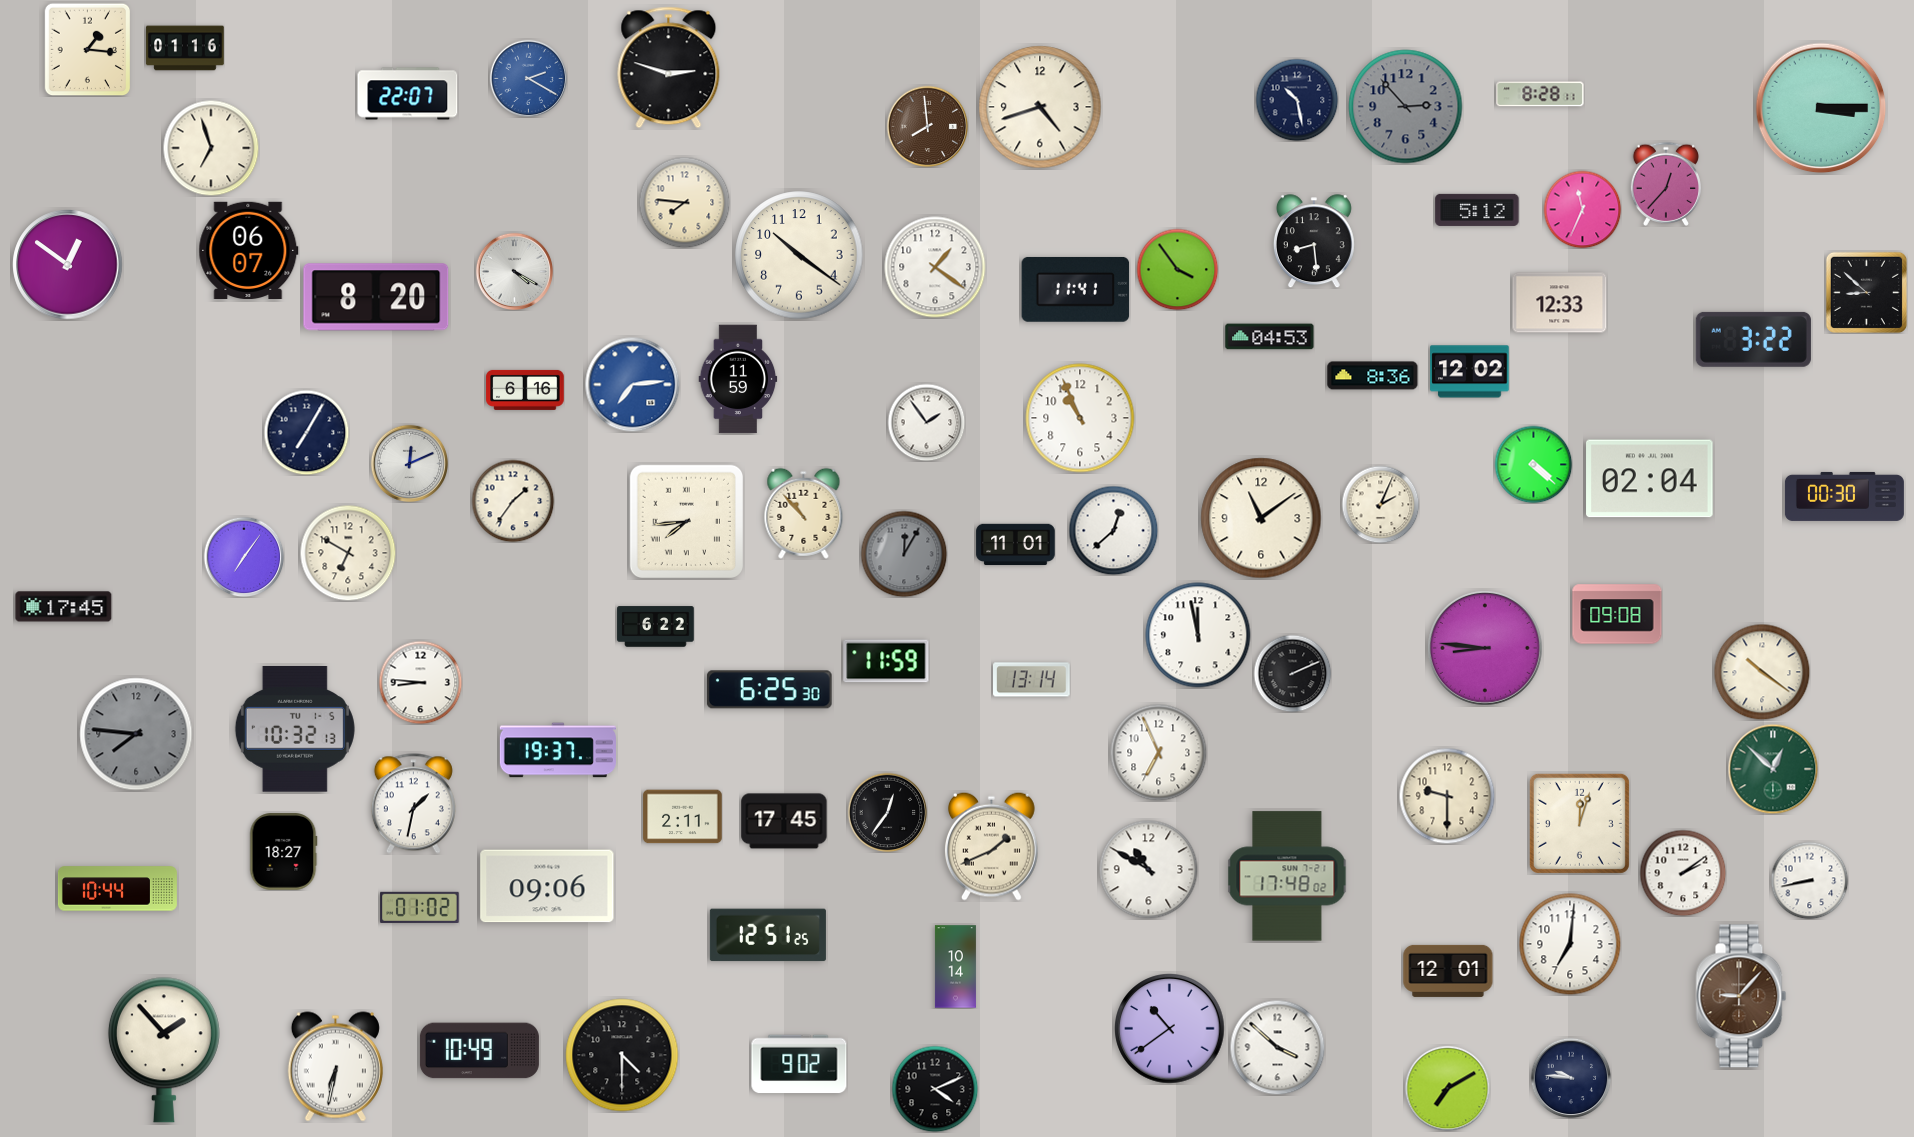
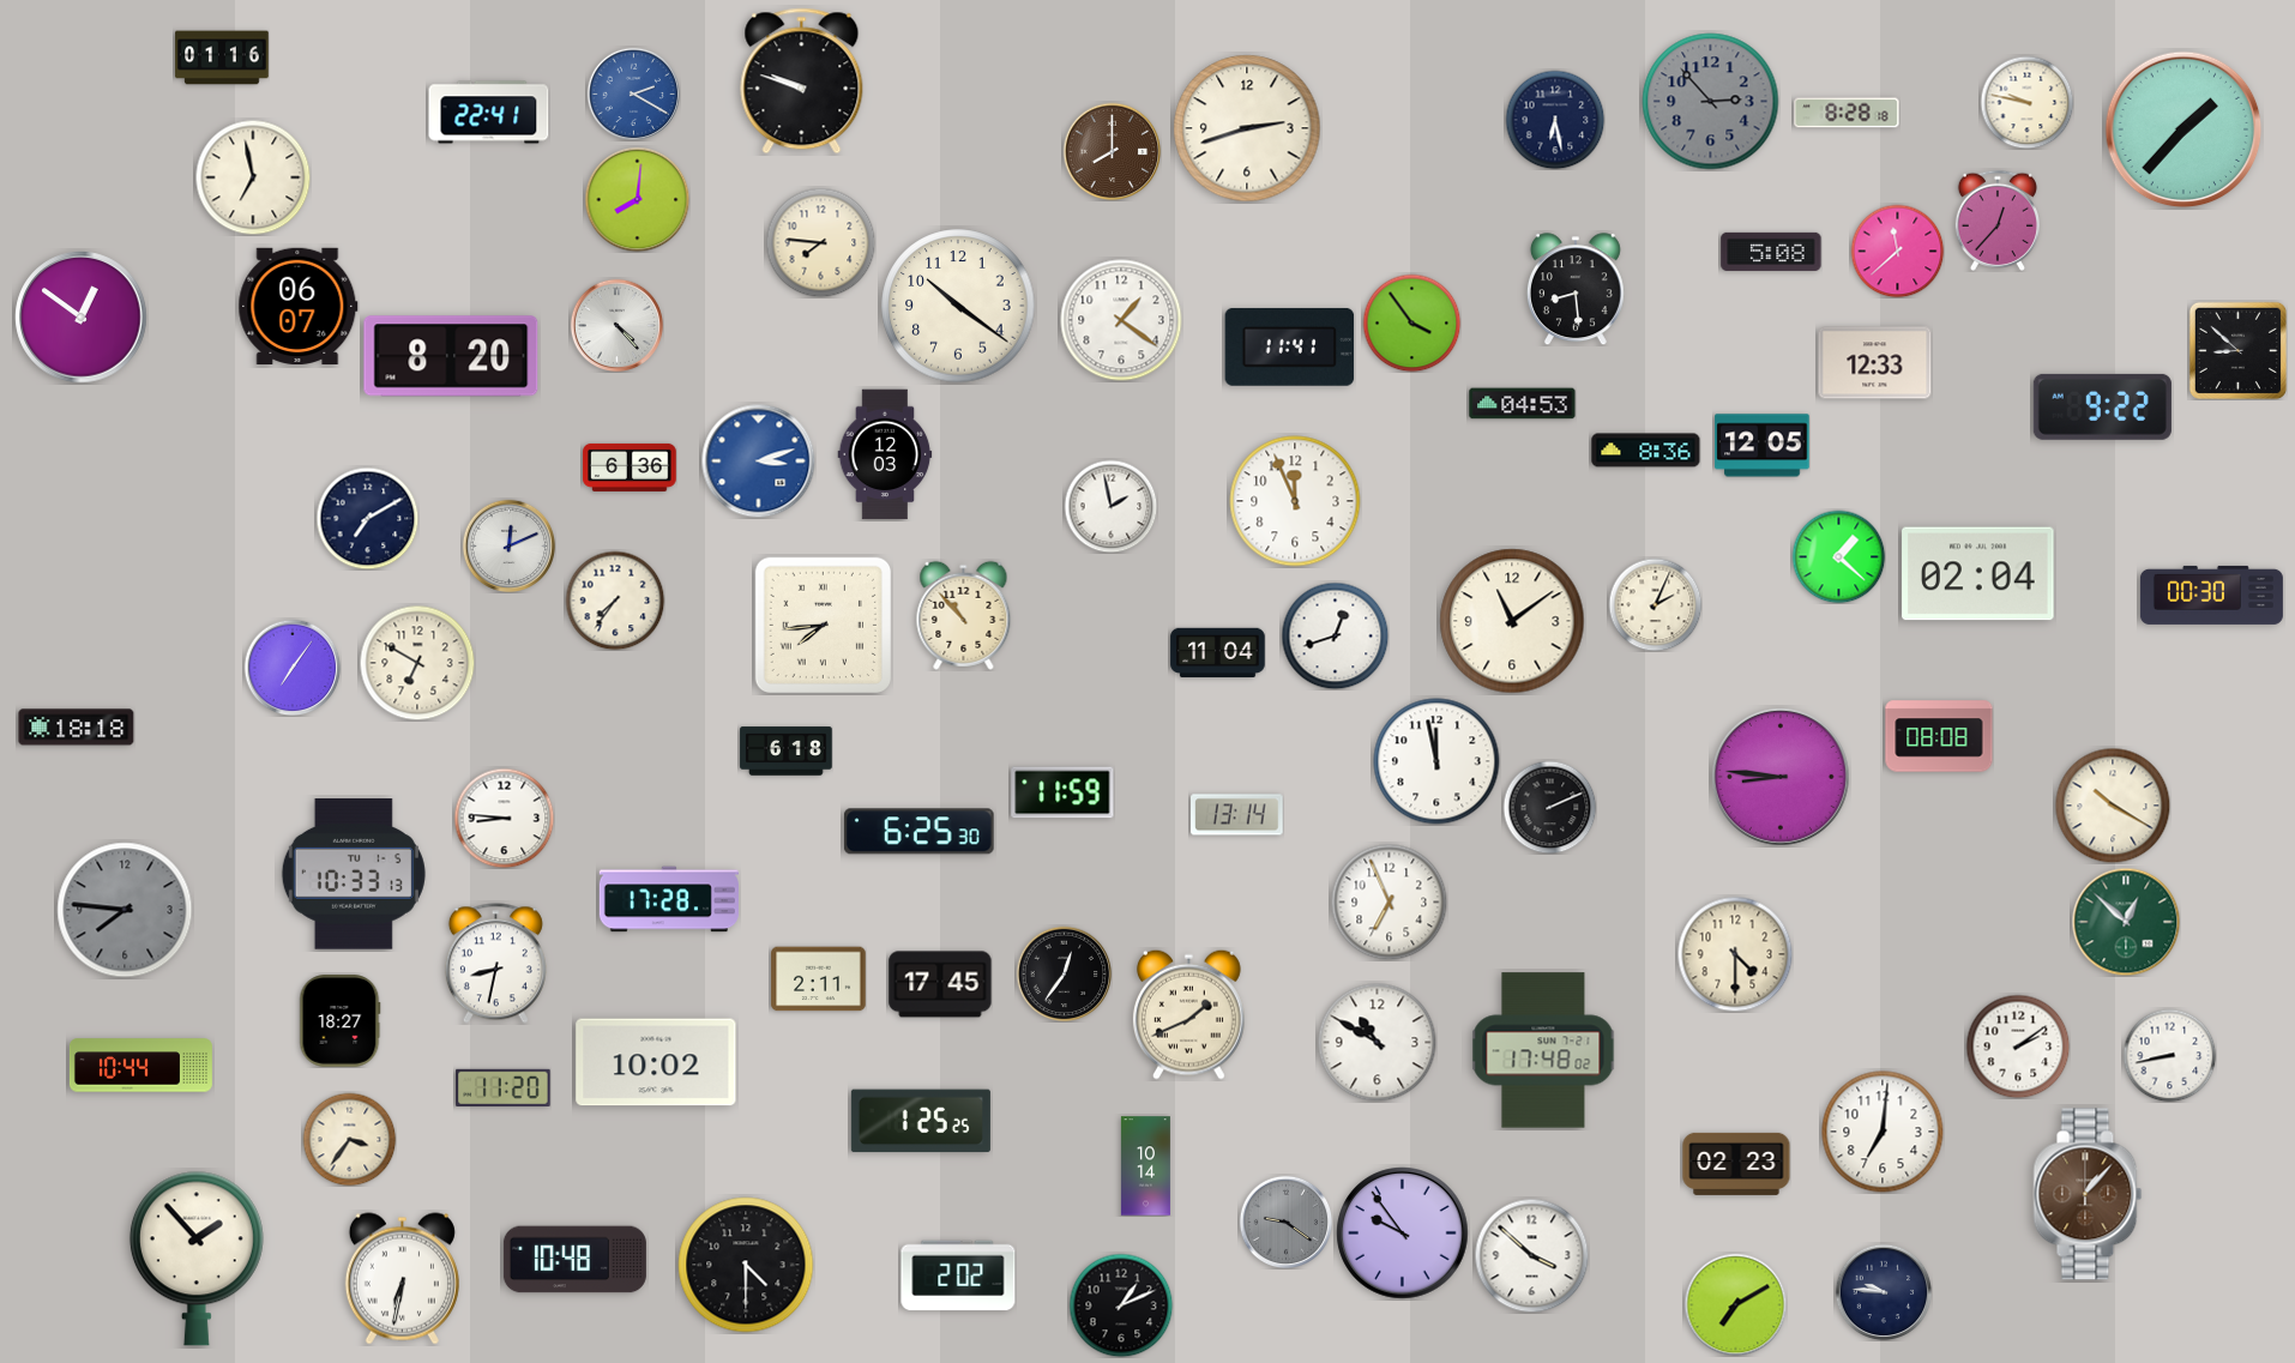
clock at (88, 49): 1:16 -> none
clock at (669, 68): 2:48 -> 9:48
clock at (2026, 102): none -> 9:47
clock at (408, 94): 22:07 -> 22:41
clock at (1540, 94): 8:28:11 -> 8:28:18
clock at (1297, 100): 10:28 -> 6:28
clock at (1040, 107): 4:42 -> 2:42
clock at (1406, 107) position: (1406, 107) -> (1711, 102)
clock at (1821, 108): 3:15 -> 1:37
clock at (927, 126): 7:59 -> 8:00
clock at (211, 148): 6:57 -> 6:58
clock at (637, 199): none -> 8:01
clock at (1582, 209): 11:34 -> 11:38
clock at (1477, 210): 5:12 -> 5:08
clock at (249, 250) position: (249, 250) -> (299, 306)
clock at (514, 271): 4:20 -> 4:23
clock at (1560, 303) position: (1560, 303) -> (1875, 363)
clock at (1753, 339): 3:22 -> 9:22
clock at (1470, 372): 12:02 -> 12:05
clock at (738, 379): 11:59 -> 12:03
clock at (632, 384): 7:14 -> 3:12
clock at (525, 390): 6:16 -> 6:36
clock at (1080, 418): 10:56 -> 11:56
clock at (926, 422): 1:54 -> 1:58
clock at (306, 432): 7:05 -> 7:10
clock at (409, 463) position: (409, 463) -> (508, 545)
clock at (1533, 464): 4:22 -> 1:22
clock at (513, 501): 1:36 -> 7:36
clock at (1113, 530): 12:38 -> 12:42
clock at (1016, 545): 11:01 -> 11:04
clock at (904, 554): 12:05 -> none
clock at (64, 607): 17:45 -> 18:18
clock at (1617, 614): 09:08 -> 08:08
clock at (656, 627): 6:22 -> 6:18
clock at (1762, 672): 10:21 -> 10:20
clock at (769, 690) position: (769, 690) -> (918, 832)
clock at (295, 730): 10:32 -> 10:33
clock at (136, 734) position: (136, 734) -> (125, 910)
clock at (558, 750): 19:37 -> 17:28
clock at (1447, 796): 9:30 -> 4:30
clock at (413, 804): 1:32 -> 8:32
clock at (1579, 823): 12:03 -> none
clock at (547, 886): 09:06 -> 10:02
clock at (420, 907): 01:02 -> 11:20
clock at (768, 935): 12:51 -> 1:25
clock at (349, 1139): none -> 3:36
clock at (955, 967) position: (955, 967) -> (1145, 1166)
clock at (1448, 971): 12:01 -> 02:23
clock at (1741, 996): 9:07 -> 1:07
clock at (1285, 1222): none -> 9:21
clock at (1170, 1029): 10:39 -> 9:54
clock at (479, 1051): 10:49 -> 10:48
clock at (799, 1064): 9:02 -> 2:02
clock at (935, 1089): 4:11 -> 1:11
